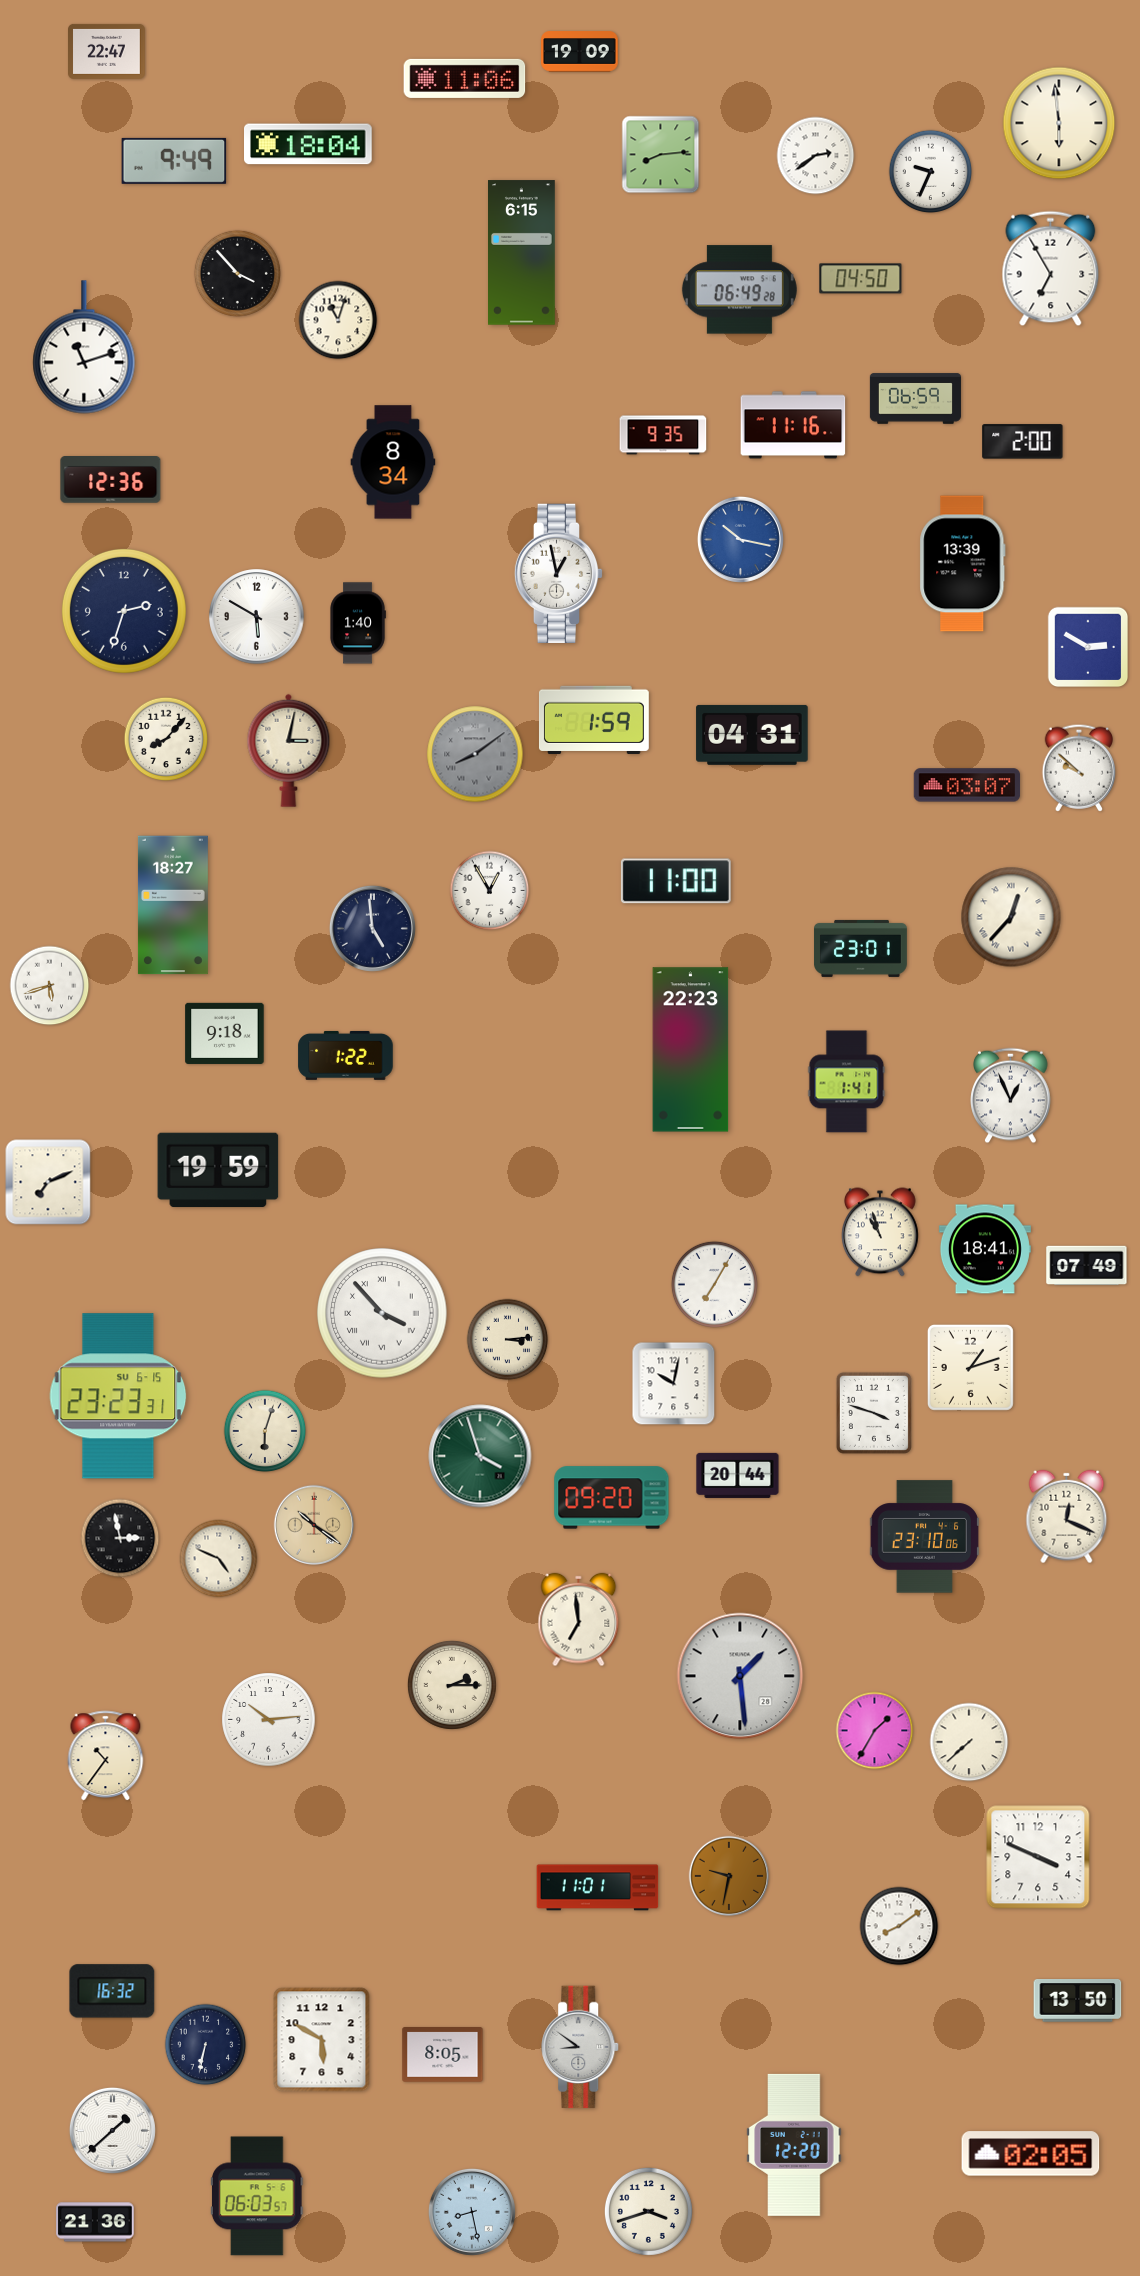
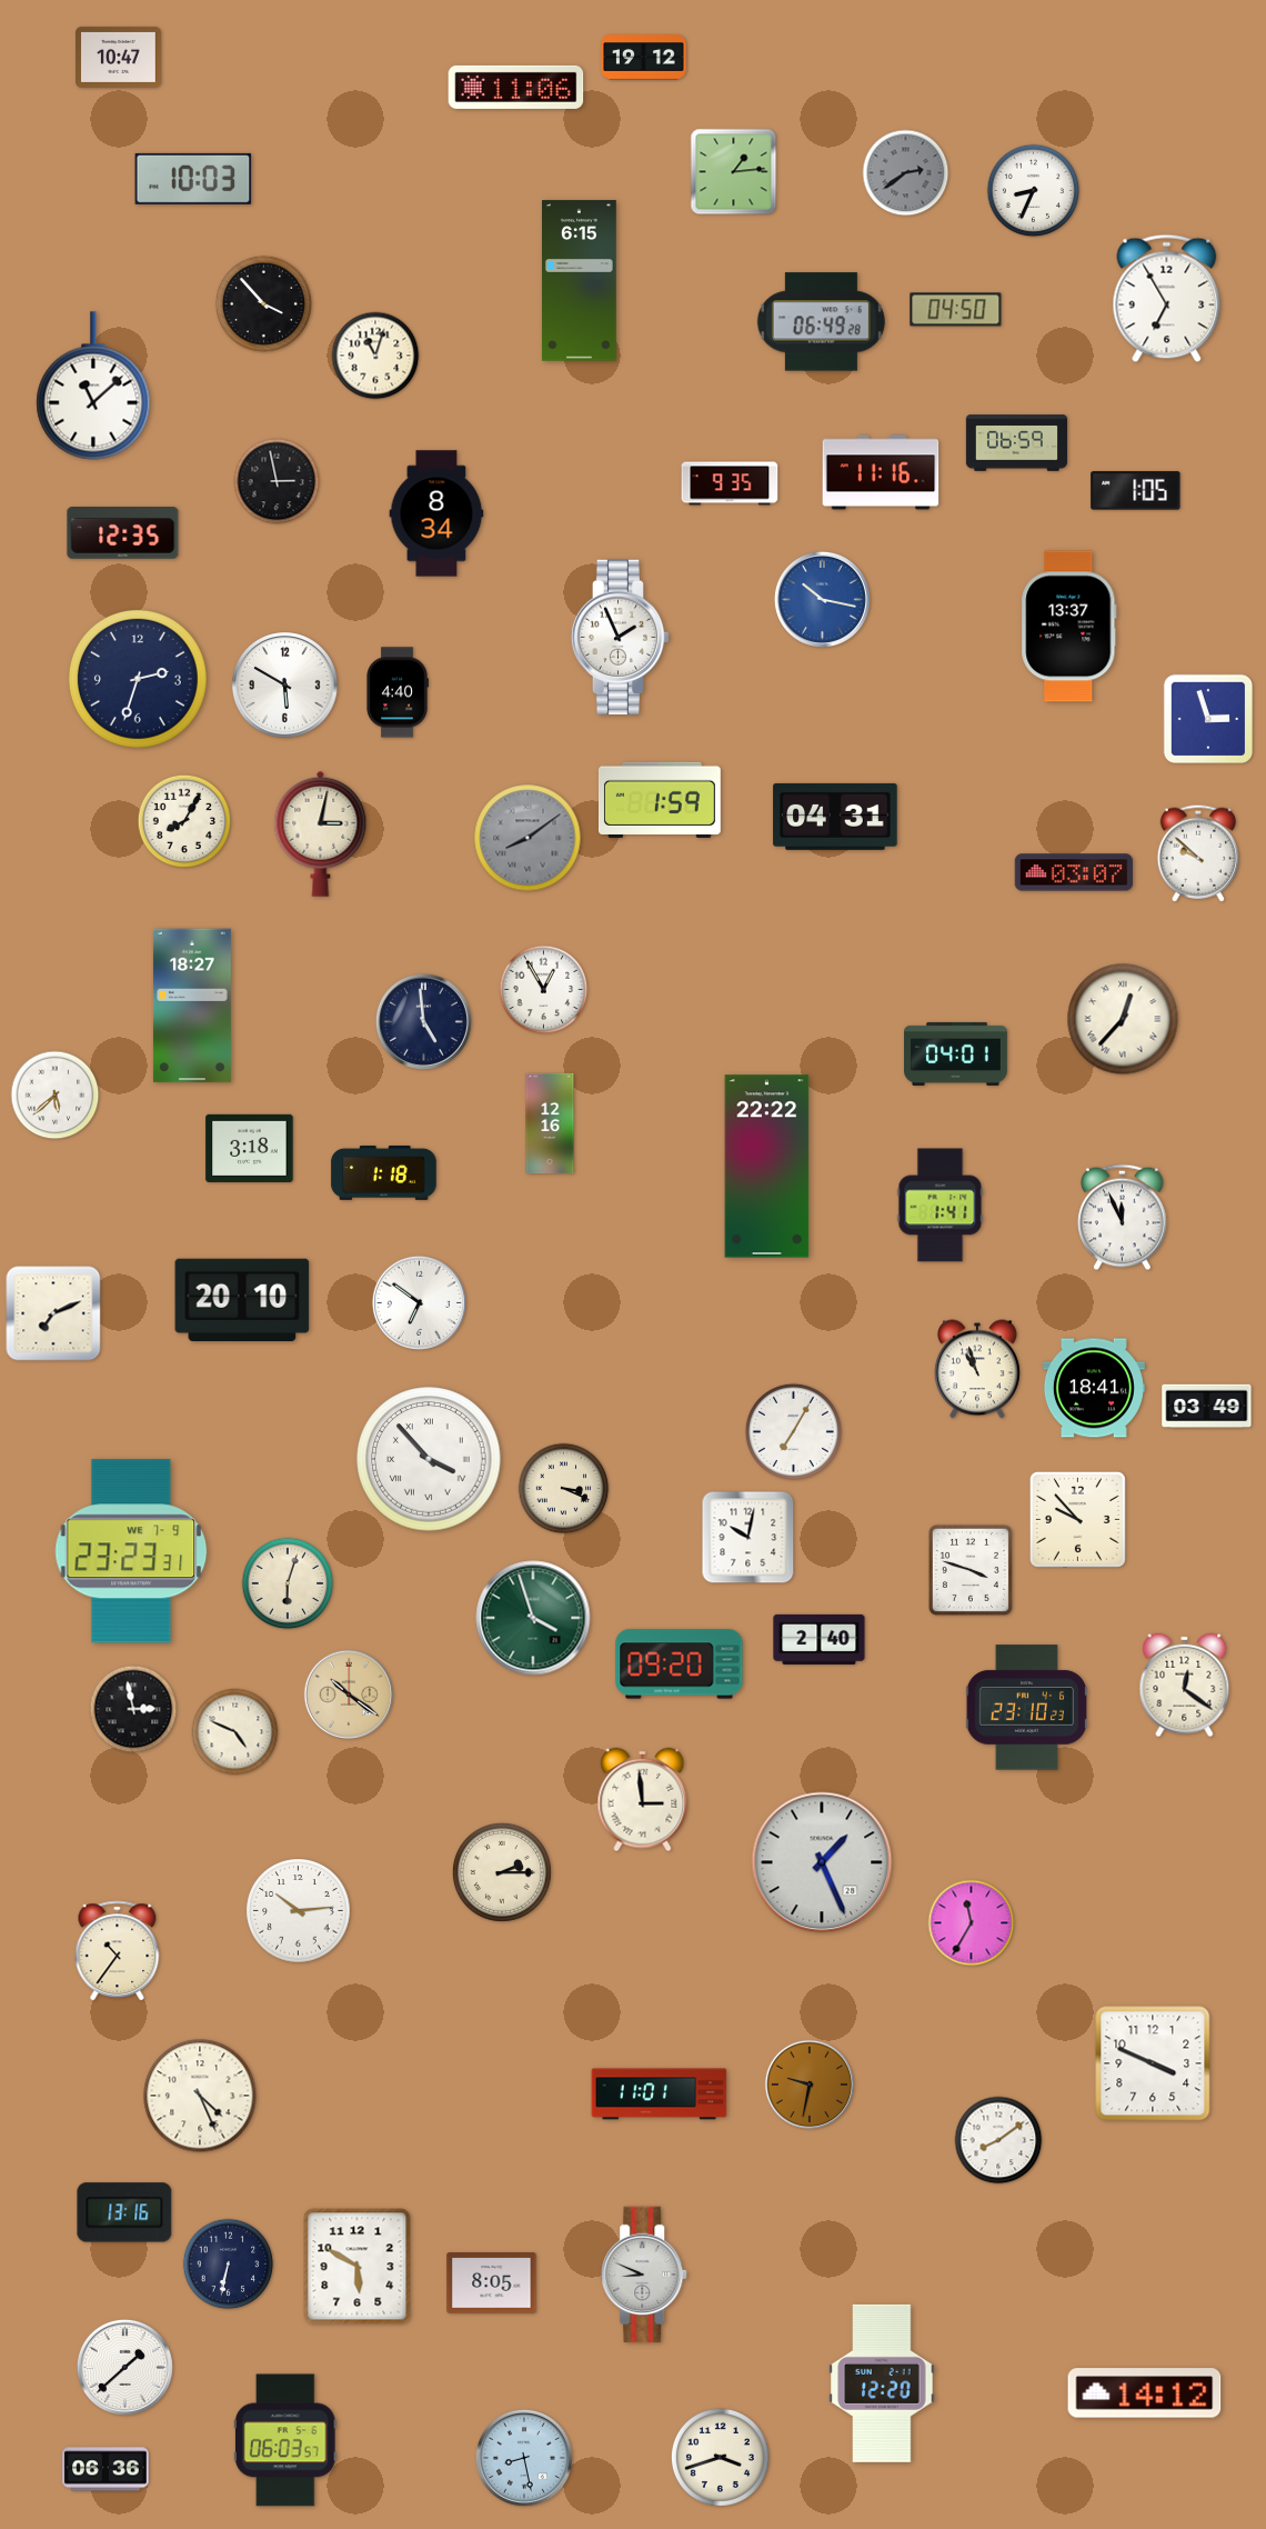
clock at (107, 51): 22:47 -> 10:47
clock at (580, 52): 19:09 -> 19:12
clock at (1059, 123): 5:59 -> none
clock at (309, 144): 18:04 -> none
clock at (661, 155): 8:14 -> 1:14
clock at (816, 156) dial: white -> grey
clock at (174, 161): 9:49 -> 10:03
clock at (931, 172): 9:34 -> 8:34
clock at (84, 347): 11:12 -> 11:08
clock at (277, 481): none -> 2:58
clock at (663, 435) position: (663, 435) -> (730, 483)
clock at (1023, 442): 2:00 -> 1:05
clock at (111, 480): 12:36 -> 12:35
clock at (963, 564): 13:39 -> 13:37
clock at (559, 574): 12:58 -> 1:56
clock at (358, 623): 1:40 -> 4:40
clock at (1088, 647): 2:50 -> 2:57
clock at (166, 739): 8:07 -> 8:05
clock at (676, 881): 11:00 -> none
clock at (372, 928) position: (372, 928) -> (423, 1021)
clock at (861, 948): 23:01 -> 04:01
clock at (50, 986): 5:42 -> 5:38
clock at (550, 1123): none -> 12:16
clock at (225, 1033): 9:18 -> 3:18
clock at (691, 1050): 22:23 -> 22:22
clock at (346, 1056): 1:22 -> 1:18
clock at (847, 1082) position: (847, 1082) -> (941, 1206)
clock at (1011, 1096): 12:56 -> 11:56
clock at (218, 1170): 19:59 -> 20:10
clock at (419, 1302): none -> 6:51
clock at (1087, 1266): 07:49 -> 03:49
clock at (714, 1284) position: (714, 1284) -> (793, 1431)
clock at (382, 1313) position: (382, 1313) -> (429, 1459)
clock at (508, 1340): 3:14 -> 3:19
clock at (970, 1367): 1:12 -> 9:53
clock at (118, 1396) date: SU 6-15 -> WE 7-9
clock at (265, 1431) position: (265, 1431) -> (288, 1583)
clock at (738, 1475): 20:44 -> 2:40
clock at (1067, 1517): 12:19 -> 12:21
clock at (924, 1537): 23:10:06 -> 23:10:23
clock at (219, 1559) position: (219, 1559) -> (235, 1732)
clock at (579, 1620): 6:59 -> 2:59
clock at (740, 1676): 1:29 -> 1:26
clock at (875, 1731): 1:35 -> 11:35
clock at (969, 1742): 7:38 -> none
clock at (200, 2096): none -> 4:26
clock at (598, 1888) position: (598, 1888) -> (660, 2095)
clock at (112, 1991): 16:32 -> 13:16
clock at (1078, 2001): 13:50 -> none
clock at (206, 2045) position: (206, 2045) -> (229, 2265)
clock at (581, 2047): 8:51 -> 8:49
clock at (1031, 2154): 02:05 -> 14:12
clock at (95, 2222): 21:36 -> 06:36
